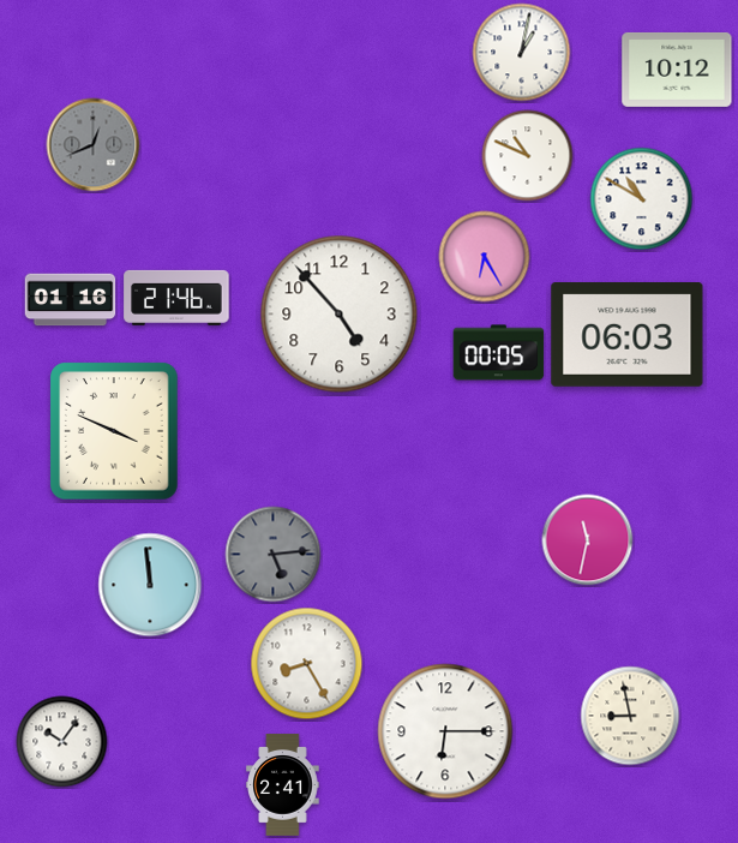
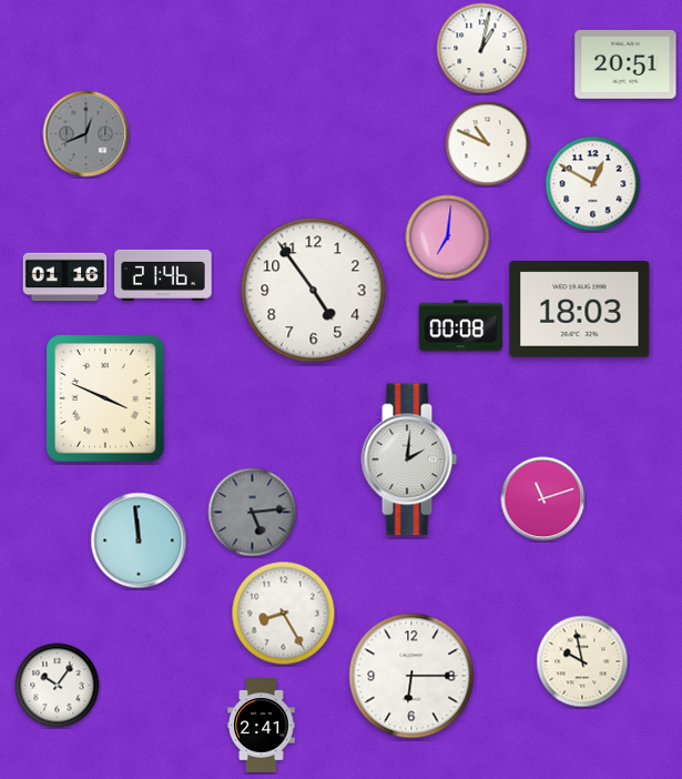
clock at (677, 70): 10:12 -> 20:51
clock at (642, 199): 10:50 -> 12:50
clock at (485, 257): 6:25 -> 7:01
clock at (340, 315): 4:53 -> 4:54
clock at (628, 335): 06:03 -> 18:03
clock at (499, 353): 00:05 -> 00:08
clock at (409, 459): none -> 2:01
clock at (588, 540): 11:32 -> 11:12
clock at (630, 716): 8:58 -> 9:58
